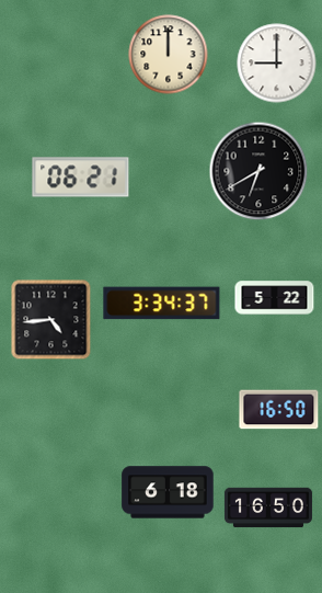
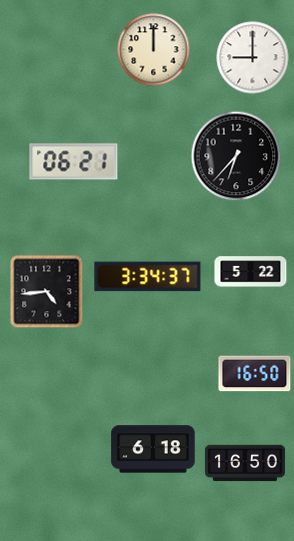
clock at (258, 171): 6:40 -> 6:37
